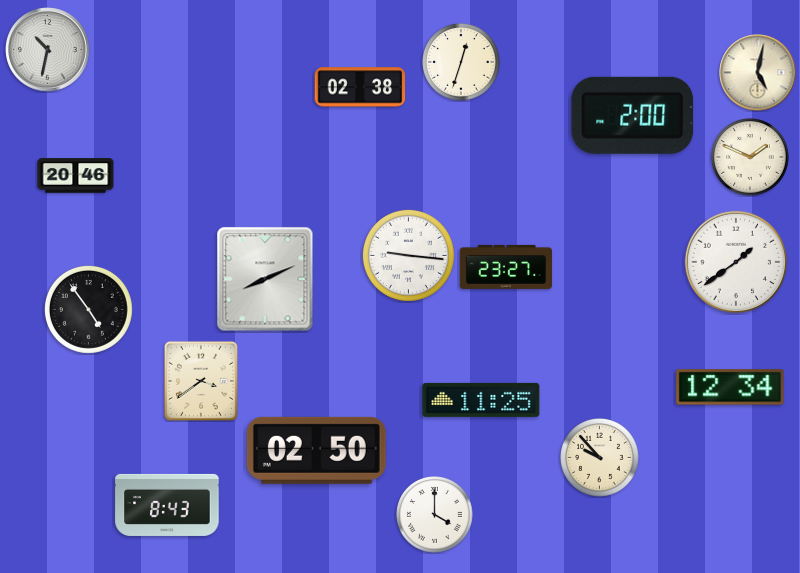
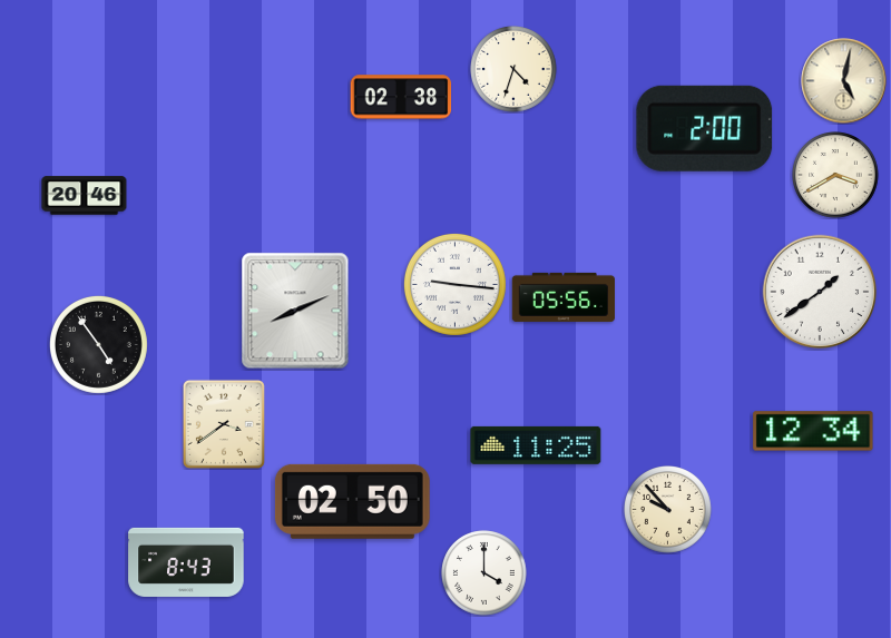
clock at (48, 50): 10:32 -> none
clock at (461, 62): 12:33 -> 4:33
clock at (750, 157): 1:49 -> 3:40
clock at (506, 267): 23:27 -> 05:56
